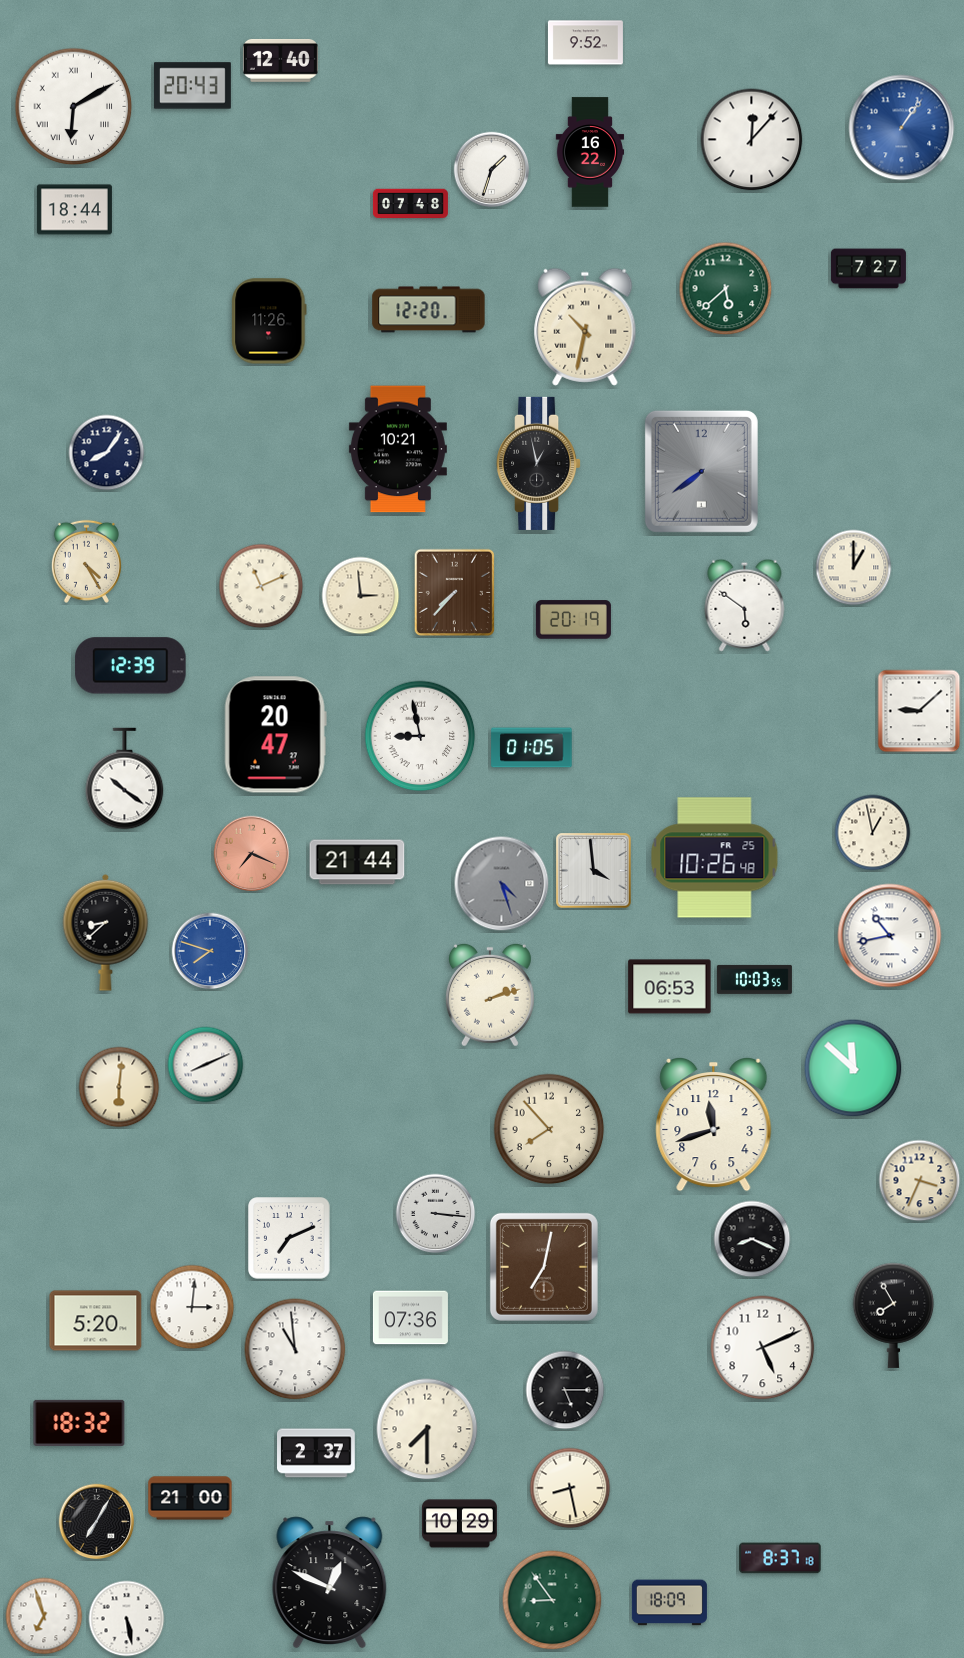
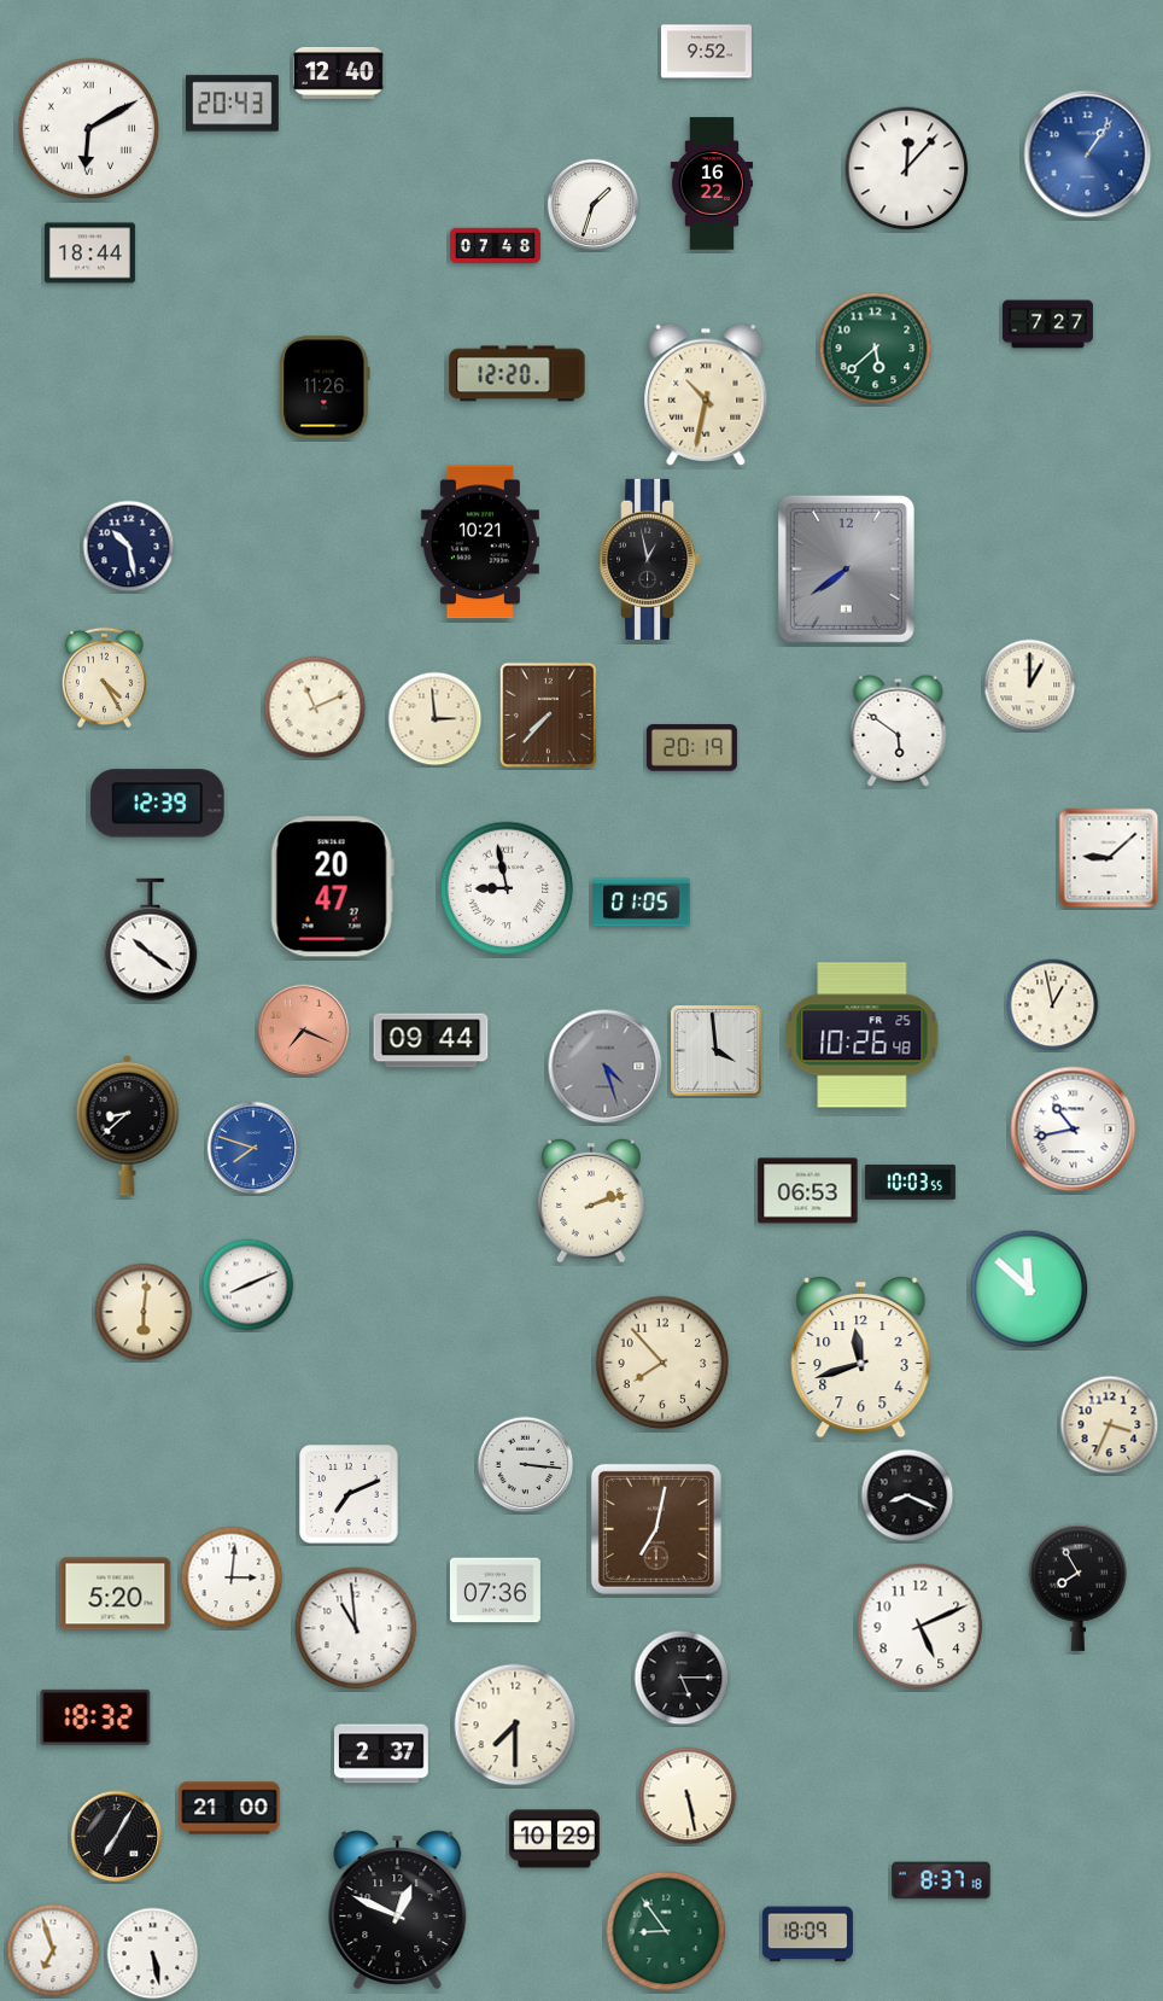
clock at (107, 453): 8:06 -> 10:28
clock at (357, 862): 21:44 -> 09:44
clock at (570, 1488): 8:28 -> 5:28
